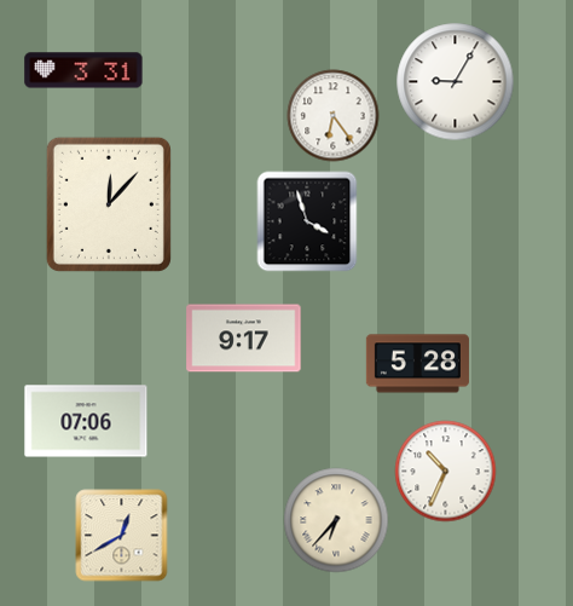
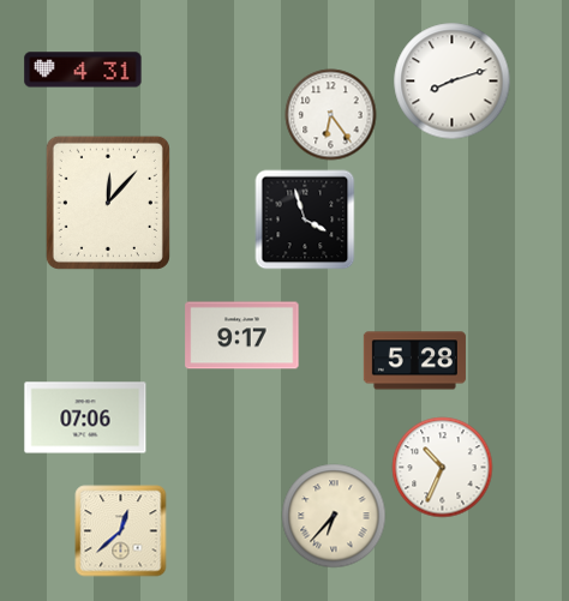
clock at (83, 70): 3:31 -> 4:31
clock at (456, 82): 9:05 -> 8:12
clock at (122, 536): 12:40 -> 12:38
